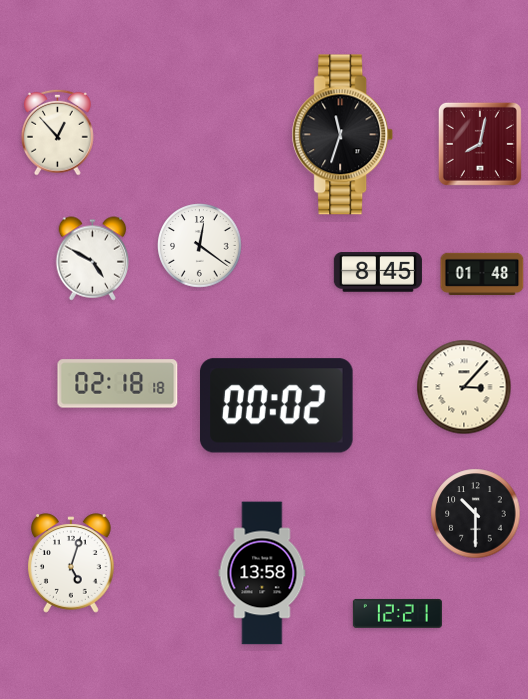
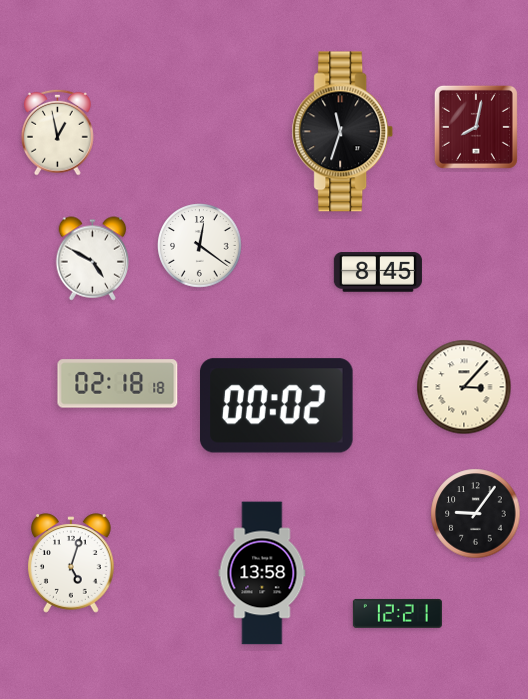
clock at (58, 132): 12:53 -> 12:58
clock at (343, 135) position: (343, 135) -> (343, 132)
clock at (480, 144) position: (480, 144) -> (476, 127)
clock at (482, 273): 01:48 -> none
clock at (476, 514): 10:30 -> 9:06
